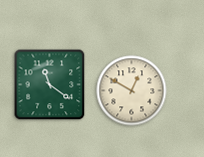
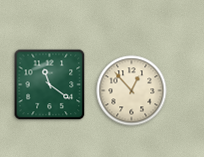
clock at (132, 91): 12:50 -> 12:53
